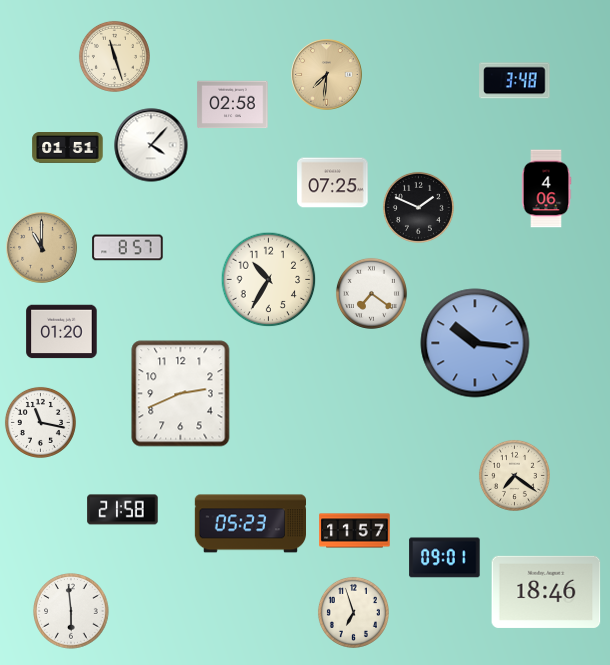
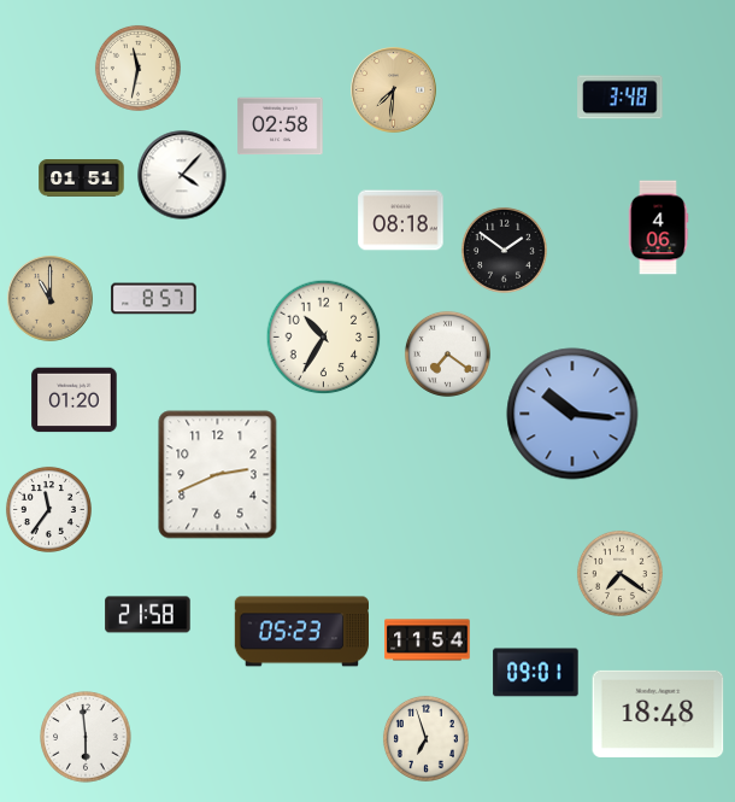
clock at (114, 56): 11:27 -> 11:32
clock at (333, 183): 07:25 -> 08:18
clock at (418, 207): 1:49 -> 1:51
clock at (40, 422): 11:17 -> 11:36
clock at (355, 531): 11:57 -> 11:54
clock at (546, 592): 18:46 -> 18:48
